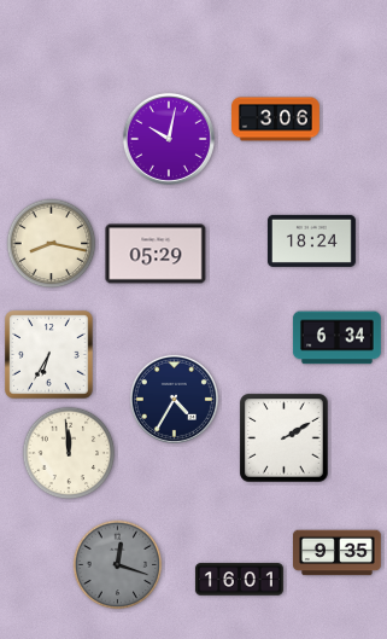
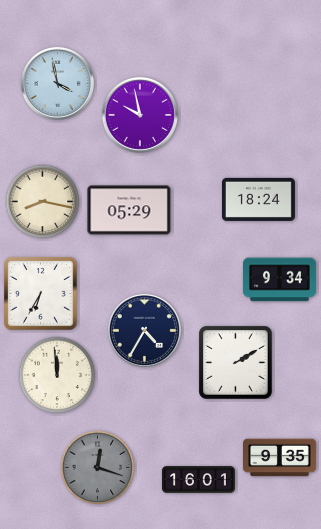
clock at (57, 83): none -> 3:58
clock at (276, 120): 3:06 -> none
clock at (169, 139): 10:02 -> 9:58
clock at (336, 338): 6:34 -> 9:34
